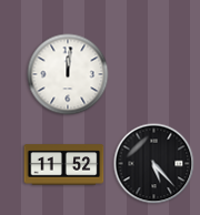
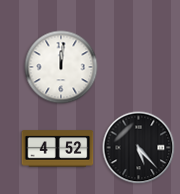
clock at (64, 165): 11:52 -> 4:52
